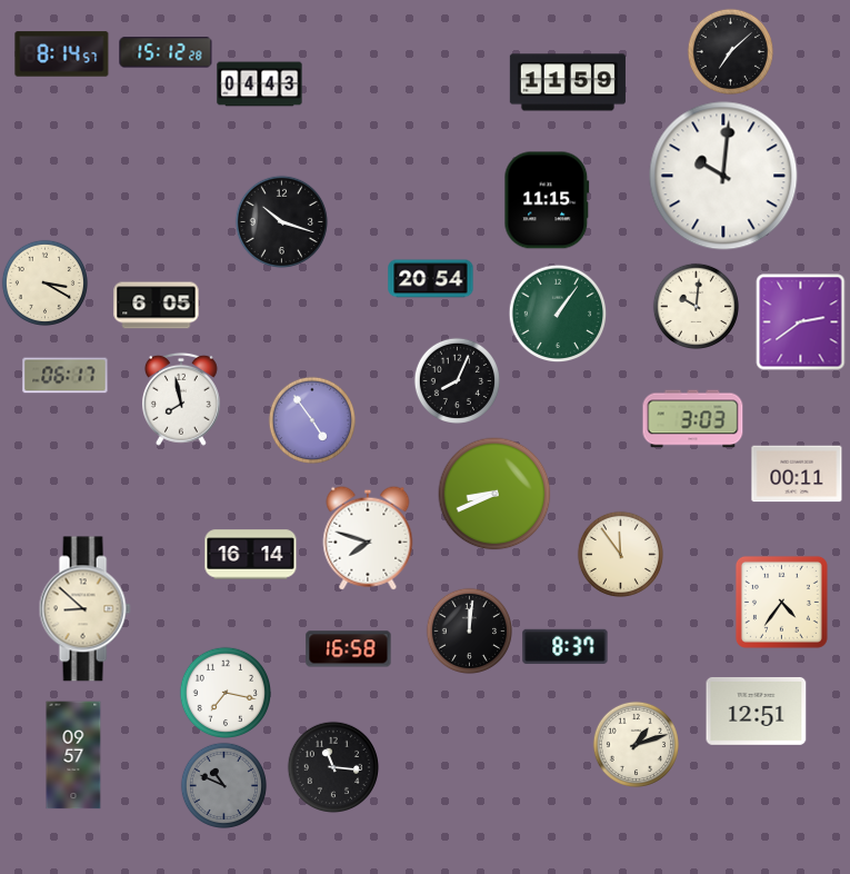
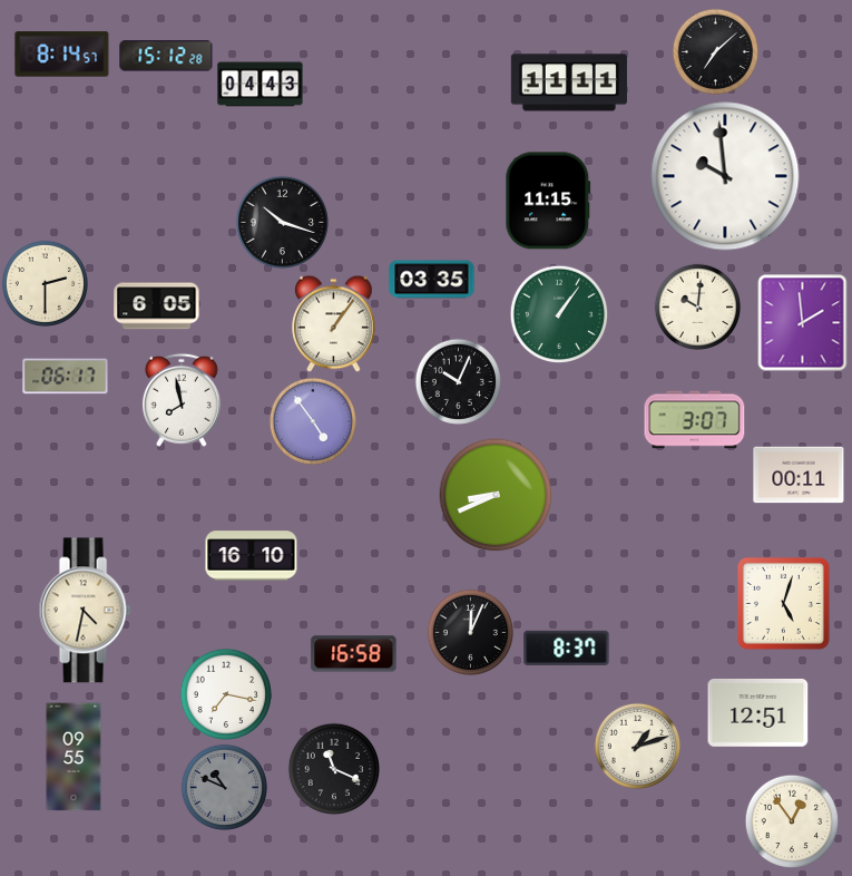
clock at (730, 51) position: (730, 51) -> (715, 51)
clock at (166, 52) position: (166, 52) -> (166, 56)
clock at (568, 82): 11:59 -> 11:11
clock at (723, 176): 10:01 -> 9:59
clock at (431, 279): 20:54 -> 03:35
clock at (44, 282): 3:20 -> 2:30
clock at (334, 323): none -> 1:06
clock at (801, 322): 2:39 -> 1:59
clock at (457, 380): 8:04 -> 10:04
clock at (693, 419): 3:03 -> 3:07
clock at (368, 538): 7:48 -> none
clock at (620, 554): 11:54 -> none
clock at (251, 555): 16:14 -> 16:10
clock at (781, 602): 4:36 -> 5:03
clock at (84, 609): 8:52 -> 4:32
clock at (469, 630): 12:01 -> 12:04
clock at (349, 649) position: (349, 649) -> (354, 654)
clock at (73, 755): 09:57 -> 09:55
clock at (332, 766): 11:16 -> 11:19
clock at (792, 821): none -> 12:54
